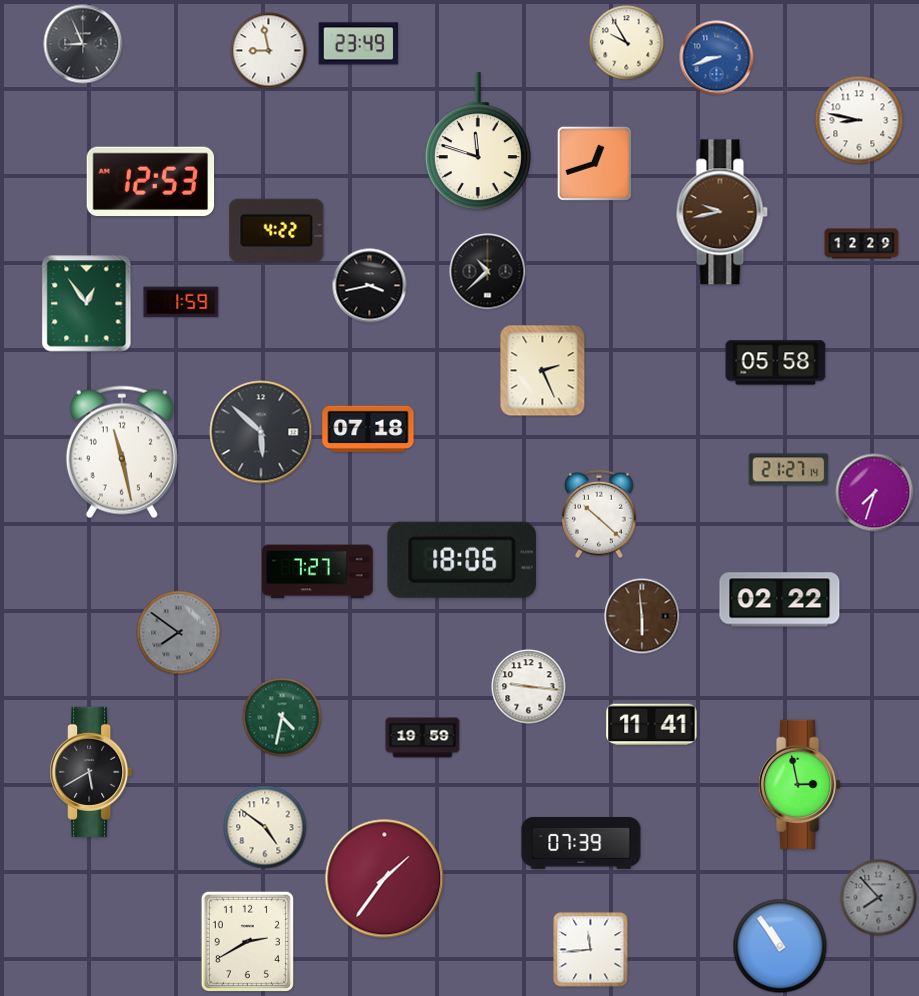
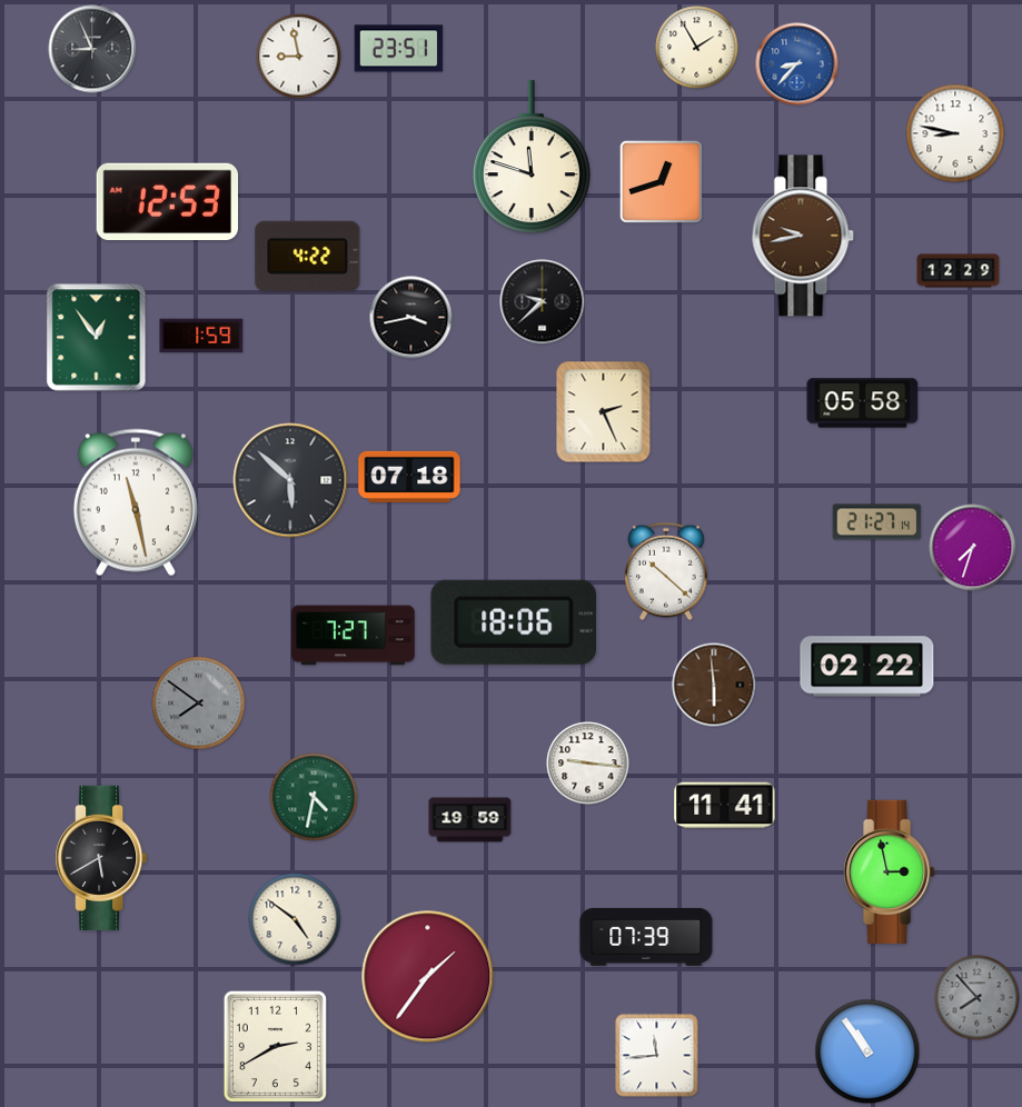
clock at (627, 43): 9:55 -> 1:55
clock at (359, 44): 23:49 -> 23:51
clock at (717, 58): 8:42 -> 8:37
clock at (488, 272): 10:38 -> 9:38
